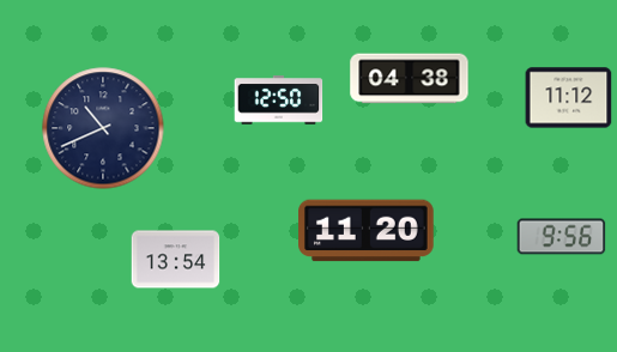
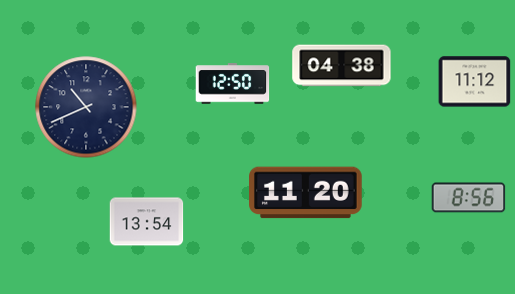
clock at (562, 237): 9:56 -> 8:56
clock at (176, 260) position: (176, 260) -> (147, 222)
